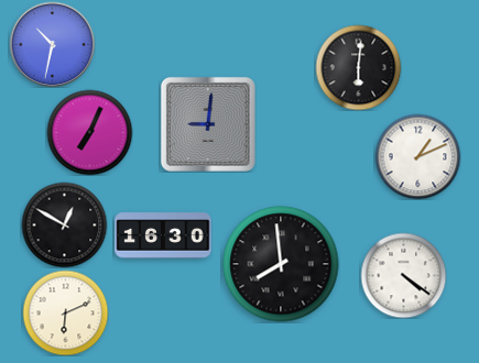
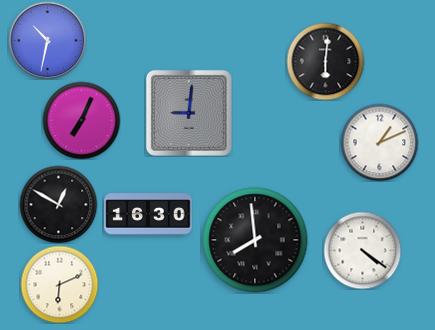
clock at (403, 275) position: (403, 275) -> (362, 250)
